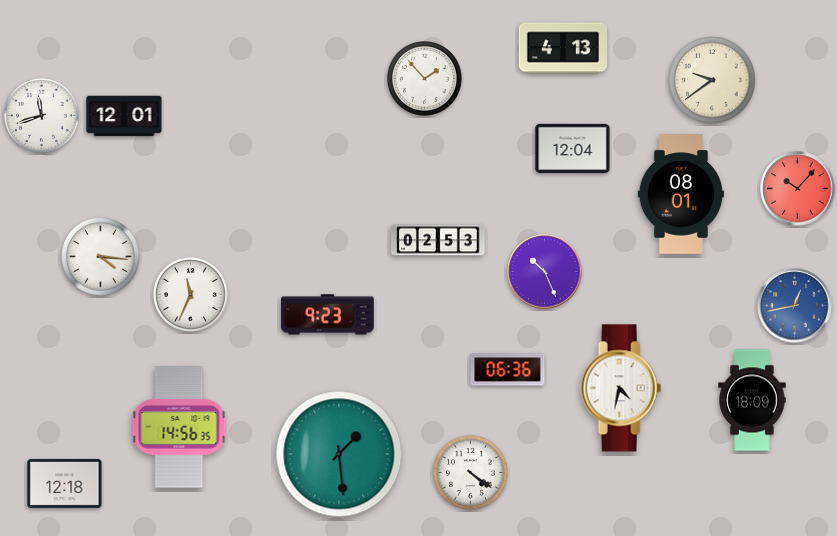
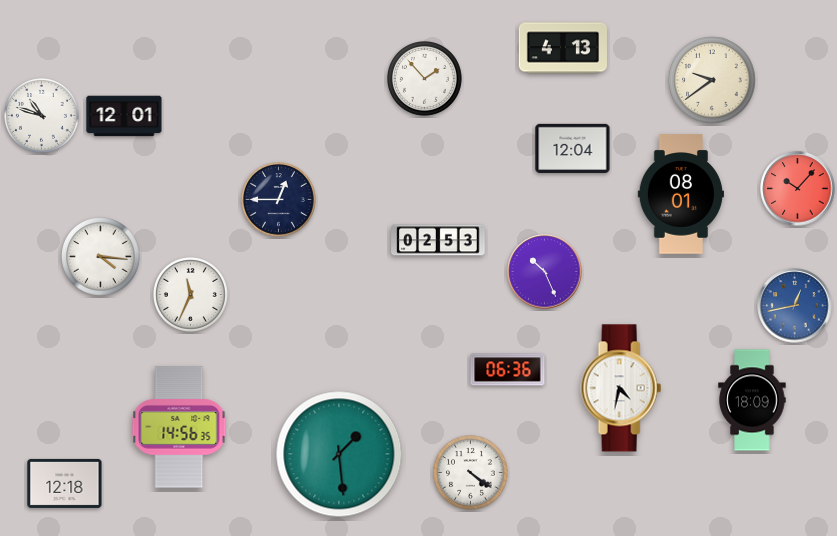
clock at (42, 116): 11:42 -> 10:48
clock at (279, 200): none -> 12:45
clock at (328, 315): 9:23 -> none
